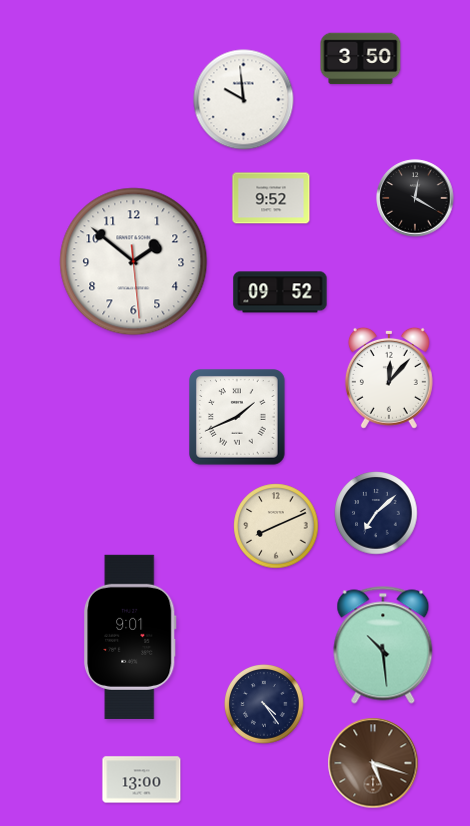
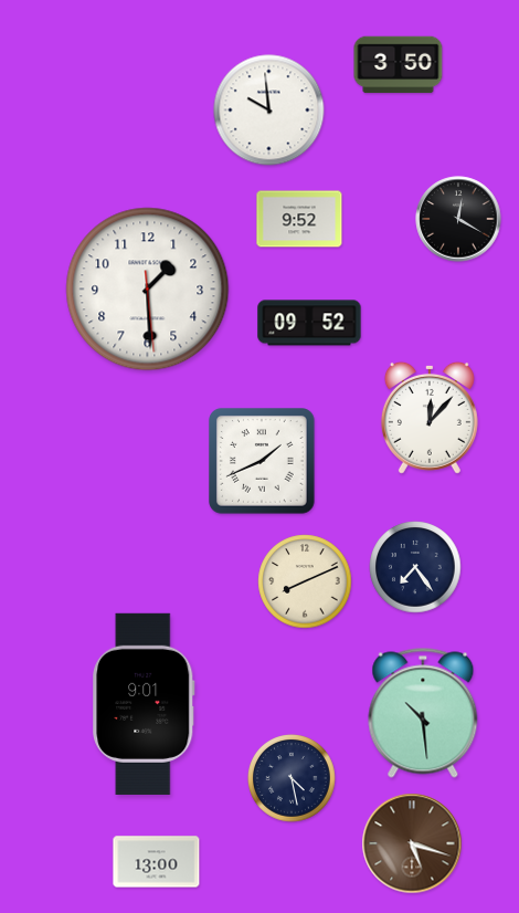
clock at (134, 262): 1:51 -> 1:29
clock at (376, 513): 7:08 -> 7:24
clock at (265, 705): 4:24 -> 4:28
